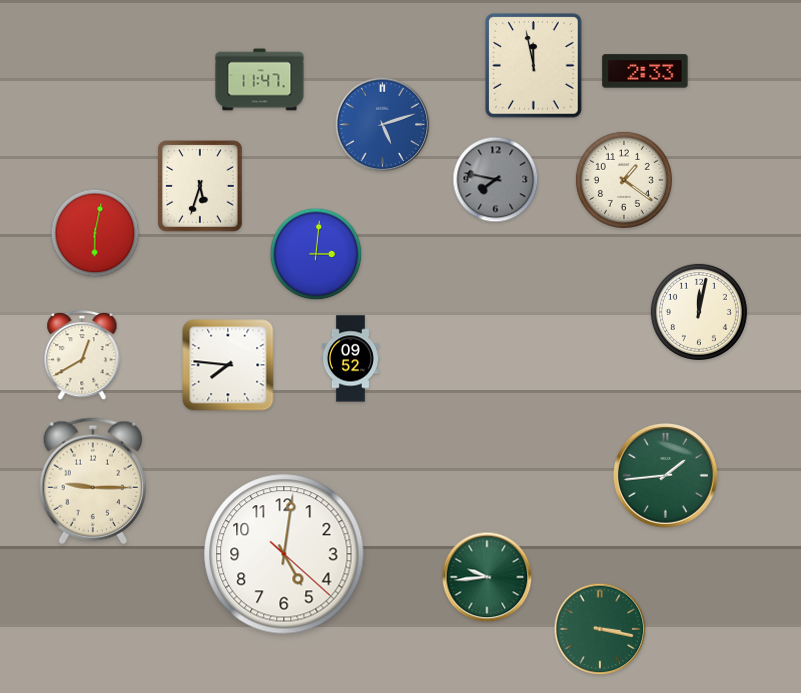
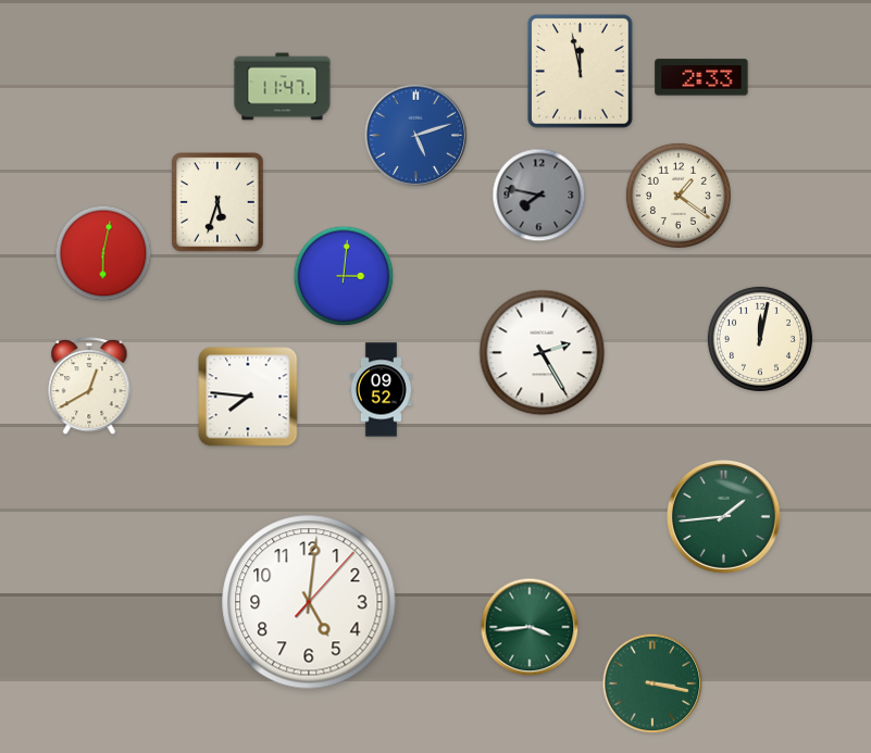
clock at (543, 353): none -> 2:25
clock at (92, 481): 9:15 -> none
clock at (284, 554): 5:01:22 -> 5:01:07
clock at (487, 577): 9:44 -> 3:44
